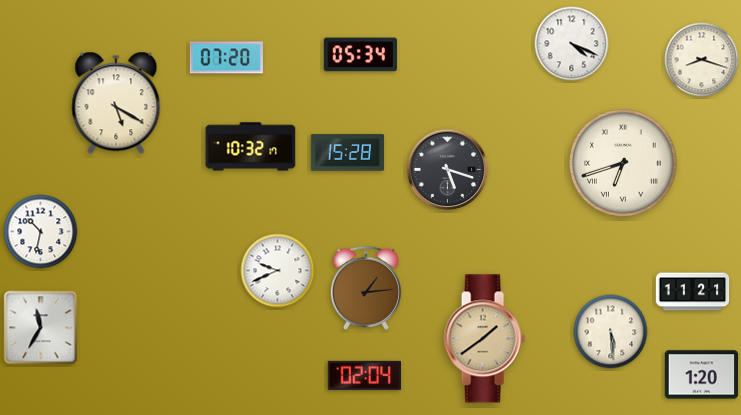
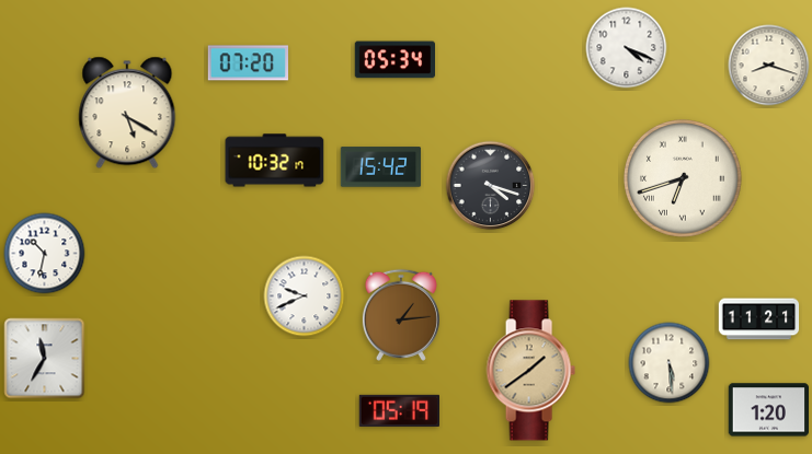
clock at (348, 153): 15:28 -> 15:42
clock at (448, 170): 5:18 -> 4:18
clock at (364, 375): 02:04 -> 05:19
